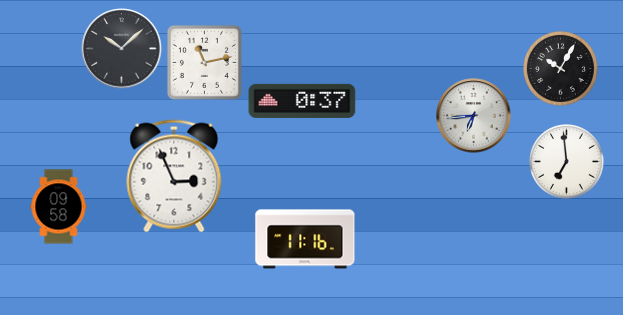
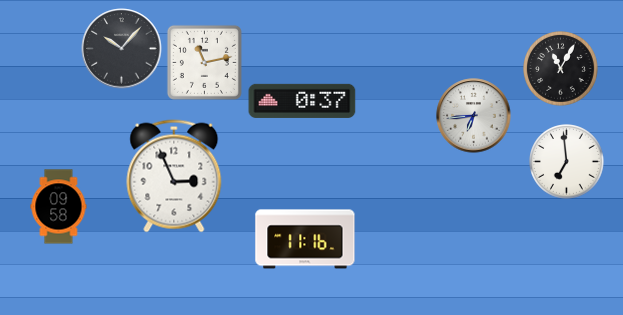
clock at (122, 49): 10:08 -> 10:07
clock at (561, 69): 10:05 -> 11:05
